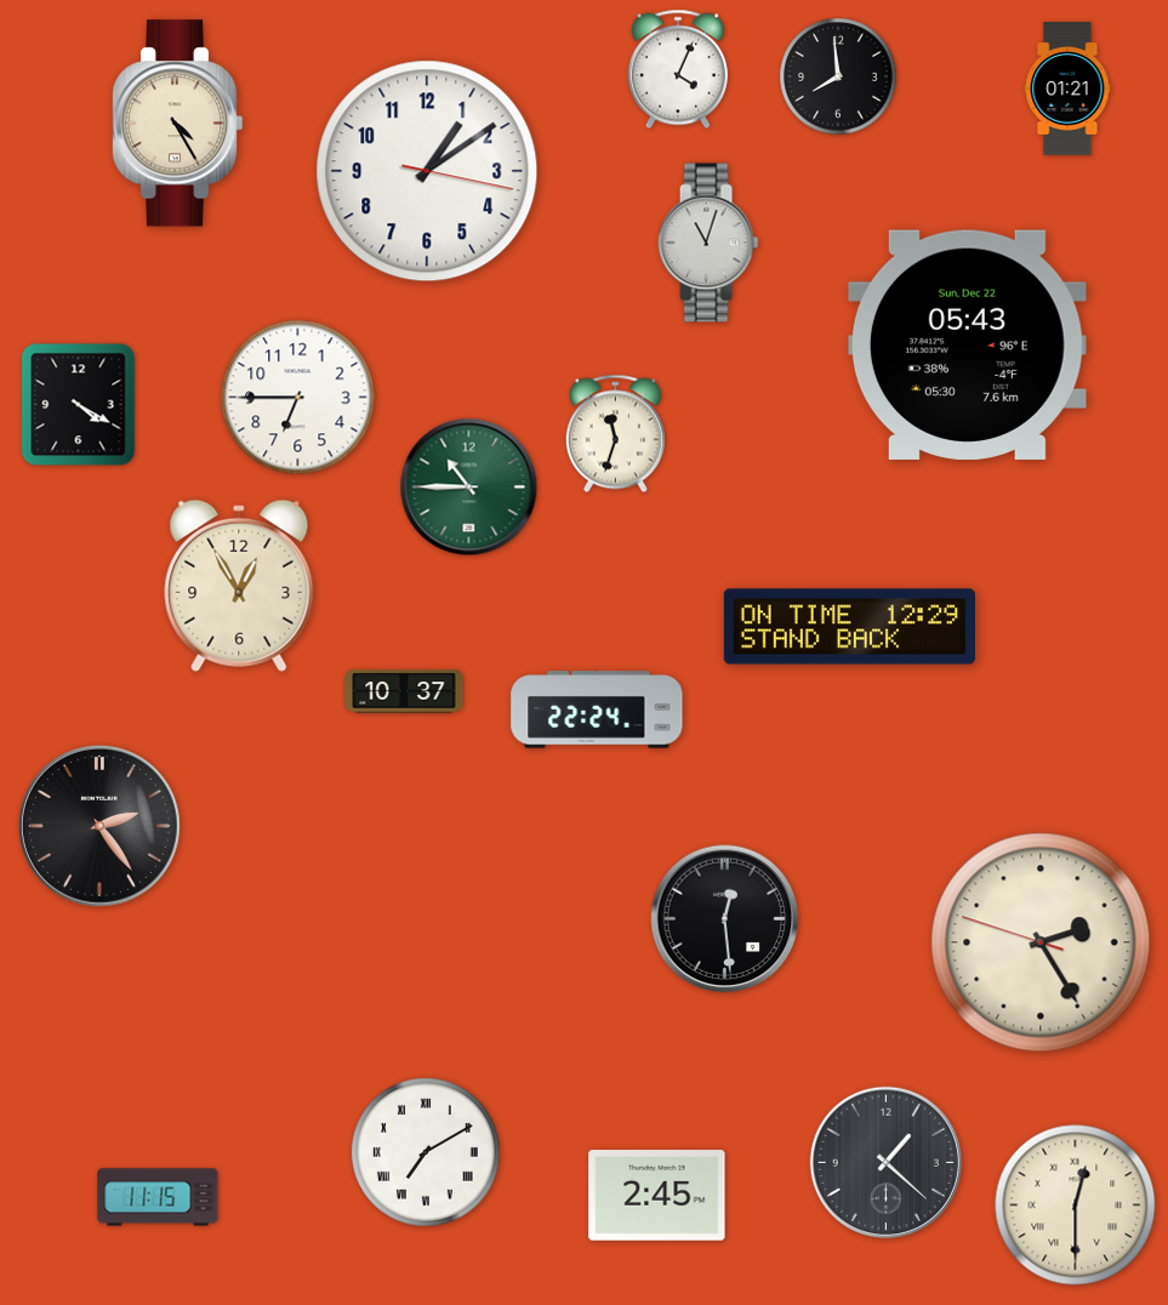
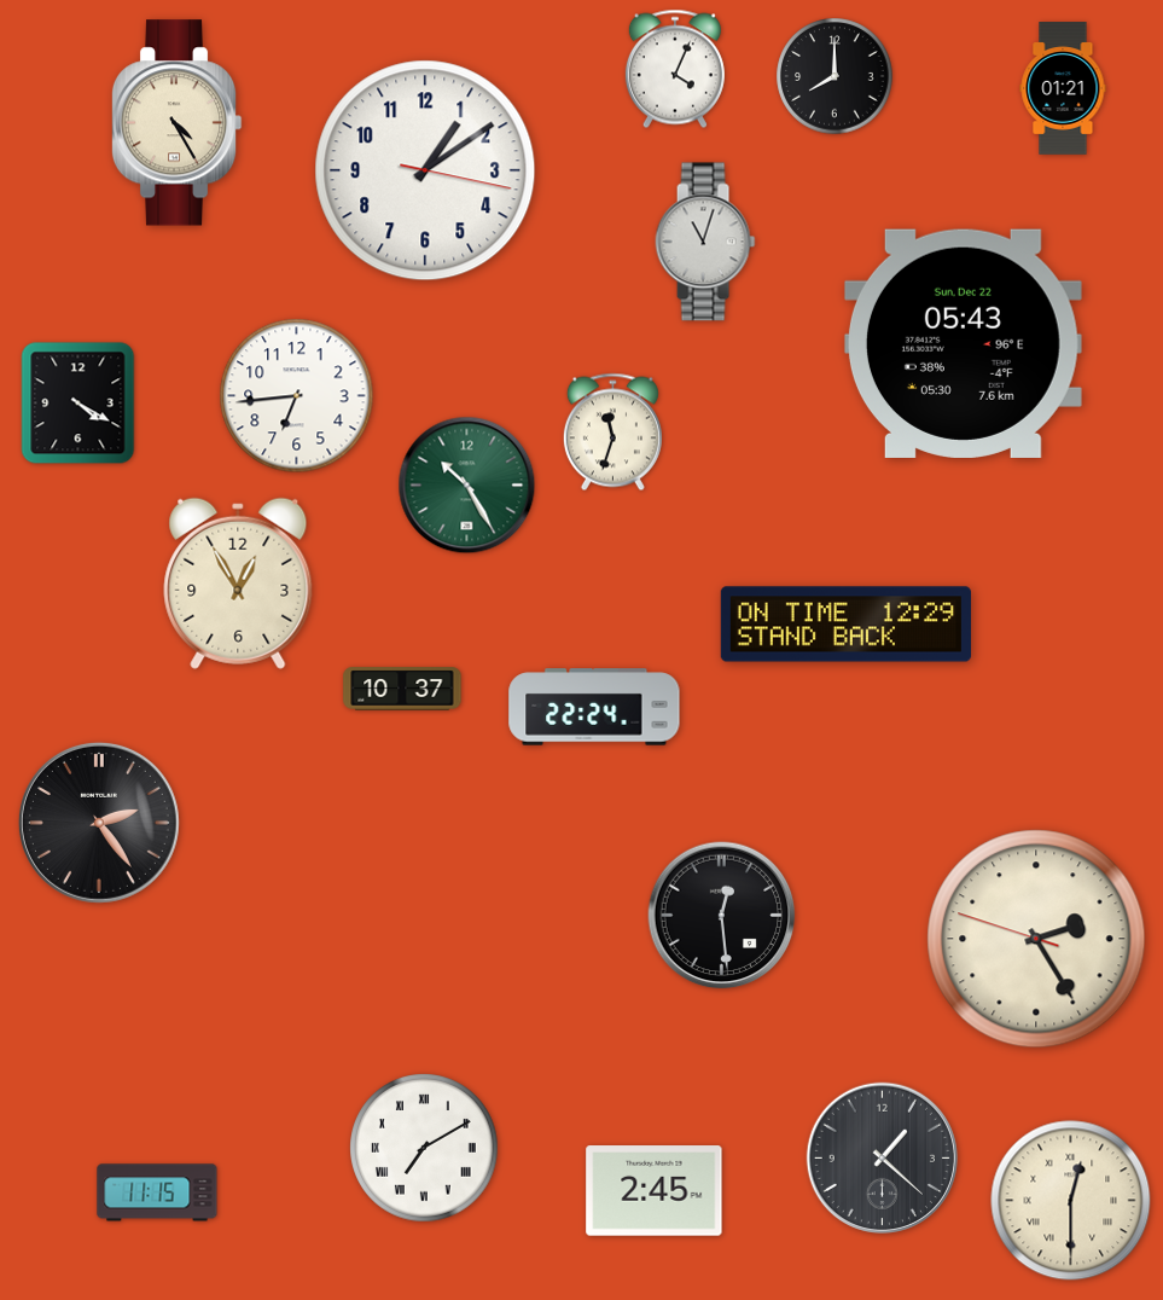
clock at (838, 76): 7:59 -> 8:00
clock at (298, 398): 6:45 -> 6:44
clock at (469, 488): 10:45 -> 10:25
